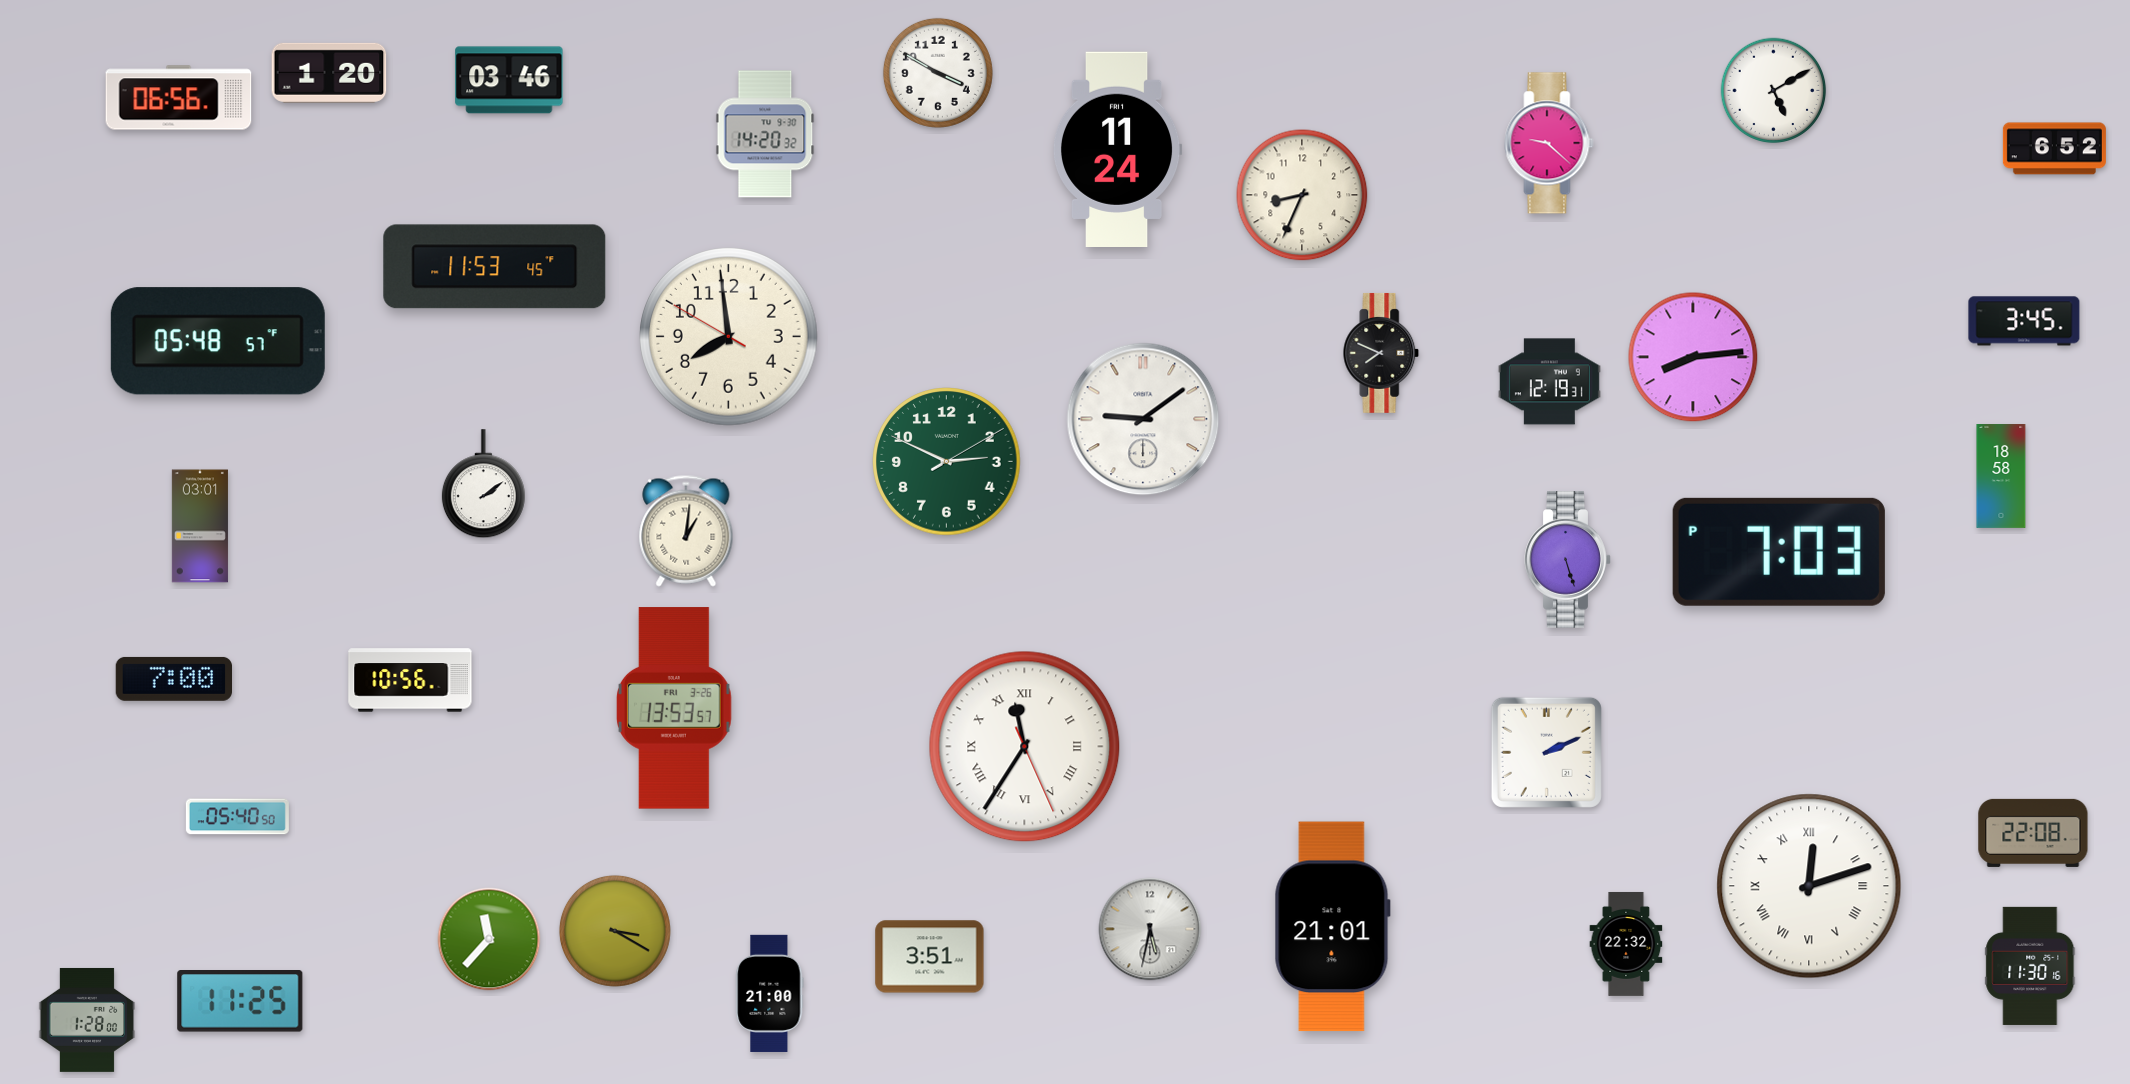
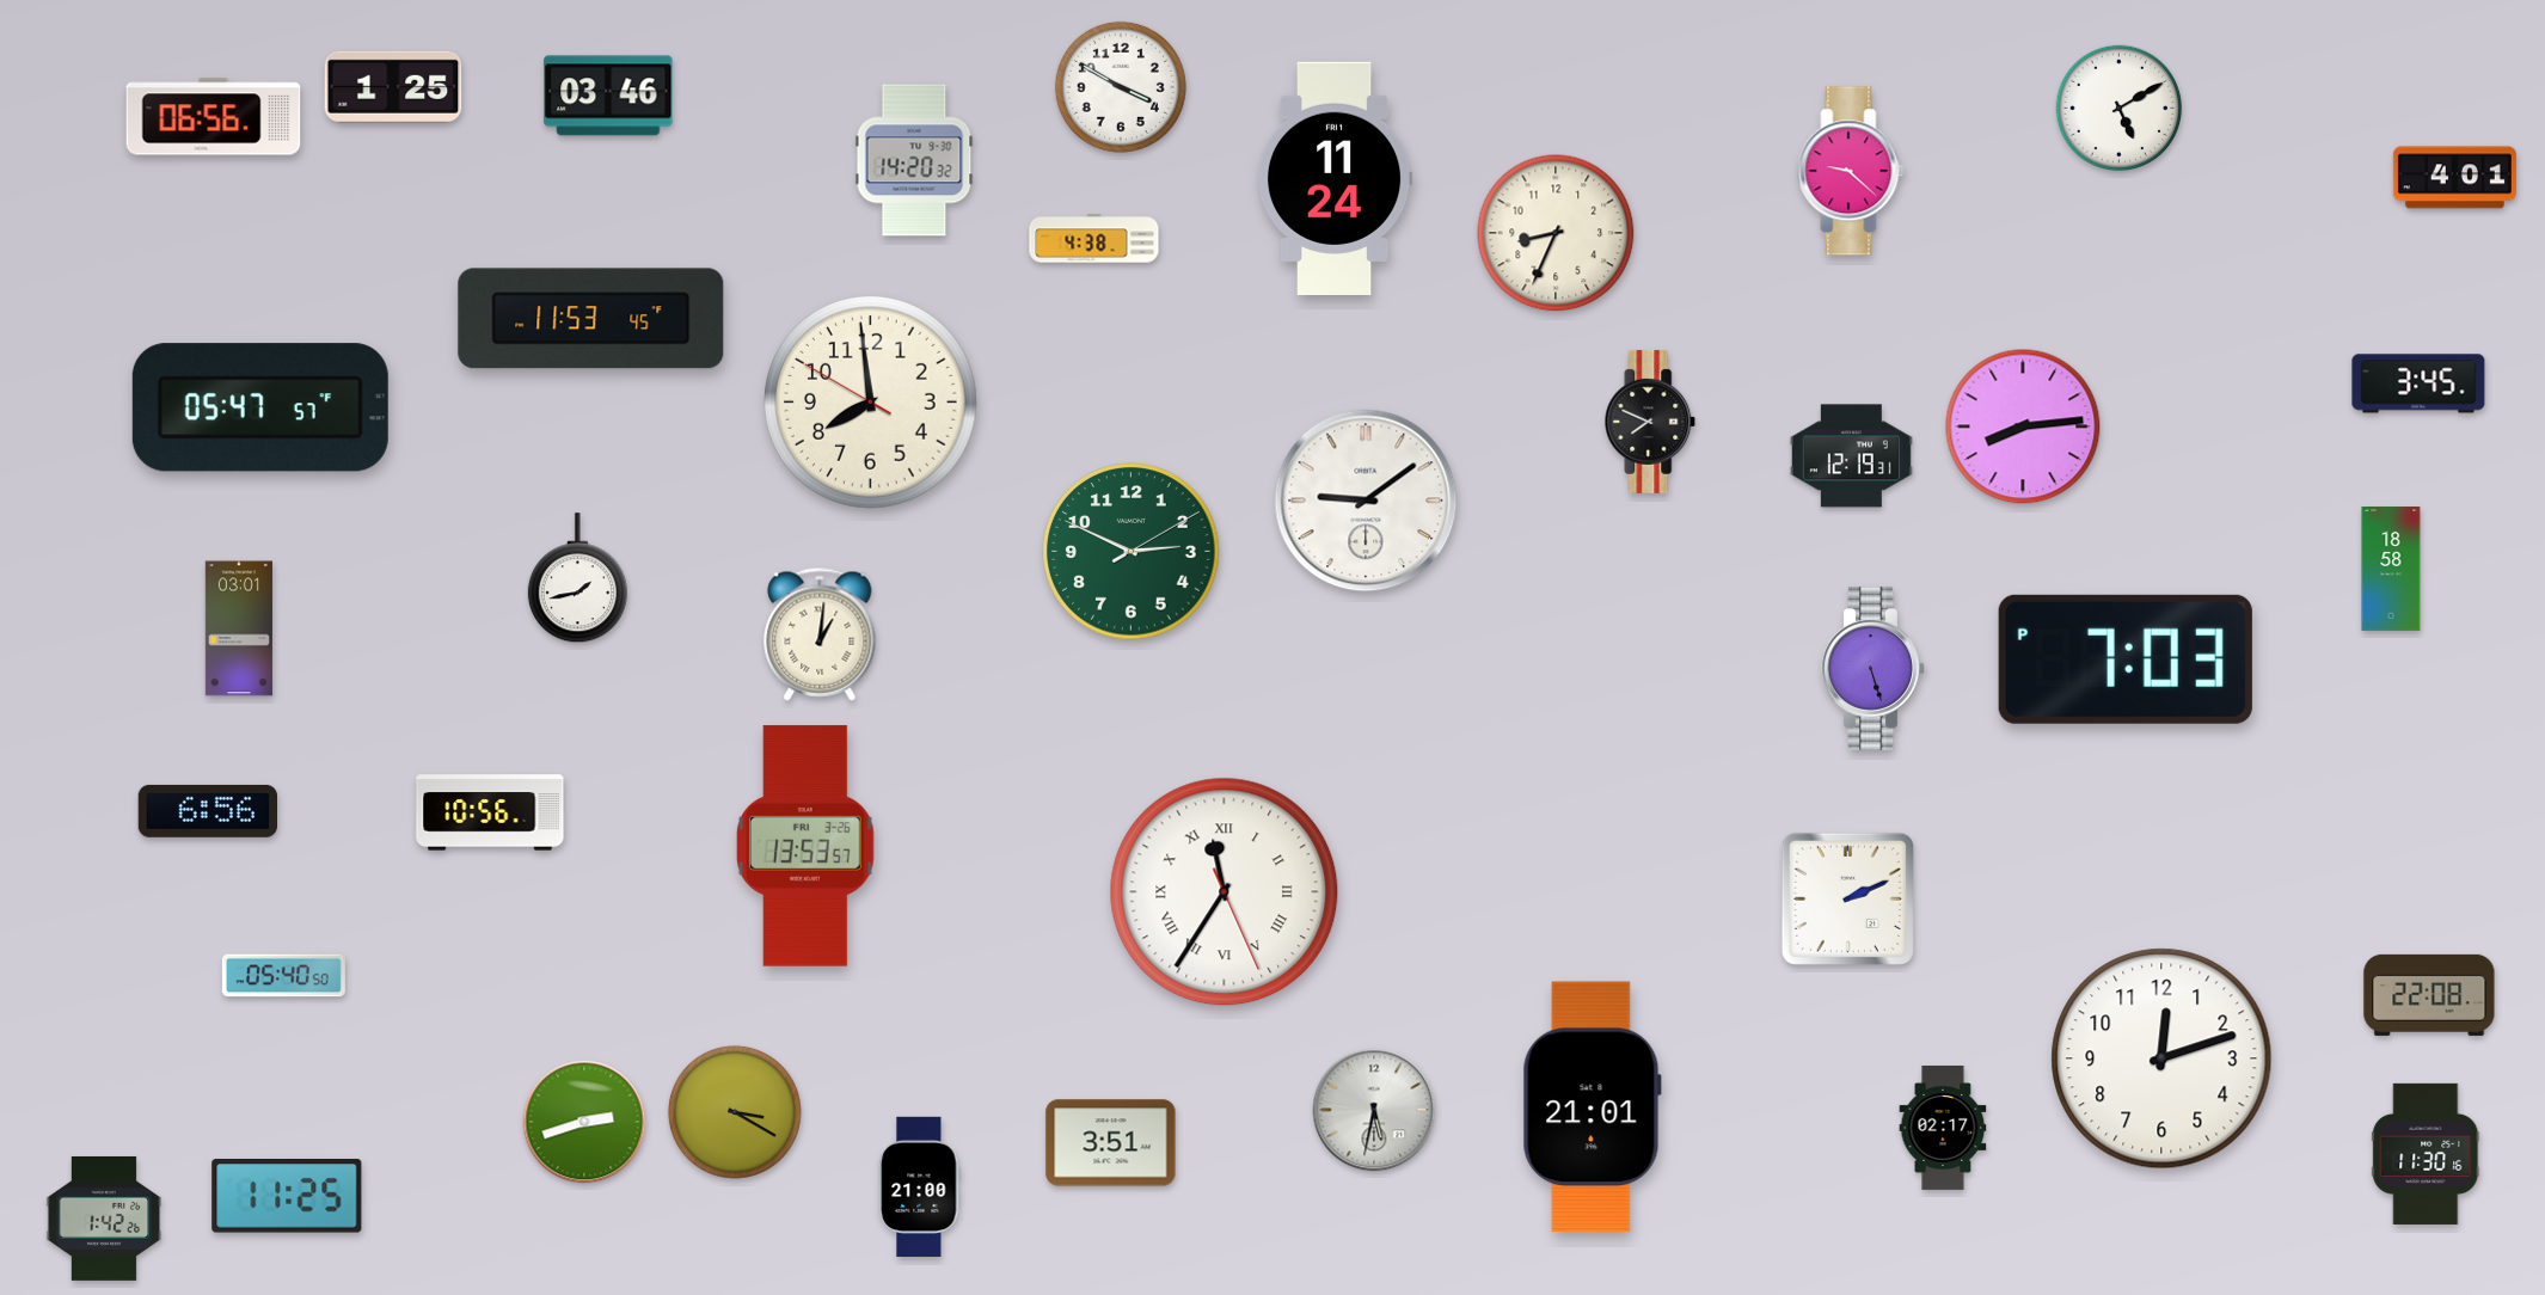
clock at (329, 73): 1:20 -> 1:25
clock at (2054, 149): 6:52 -> 4:01
clock at (1094, 239): none -> 4:38
clock at (218, 341): 05:48 -> 05:47
clock at (483, 484): 2:09 -> 1:43
clock at (174, 679): 7:00 -> 6:56
clock at (1809, 886) numerals: Roman -> Arabic
clock at (489, 939): 11:37 -> 2:42
clock at (1626, 944): 22:32 -> 02:17
clock at (87, 1020): 1:28 -> 1:42
